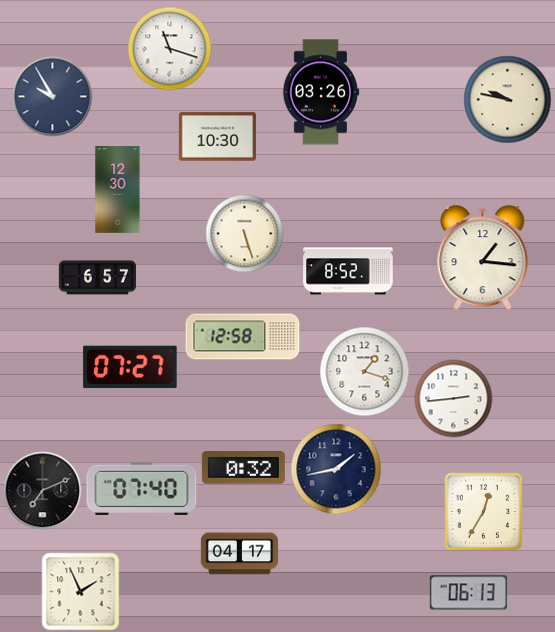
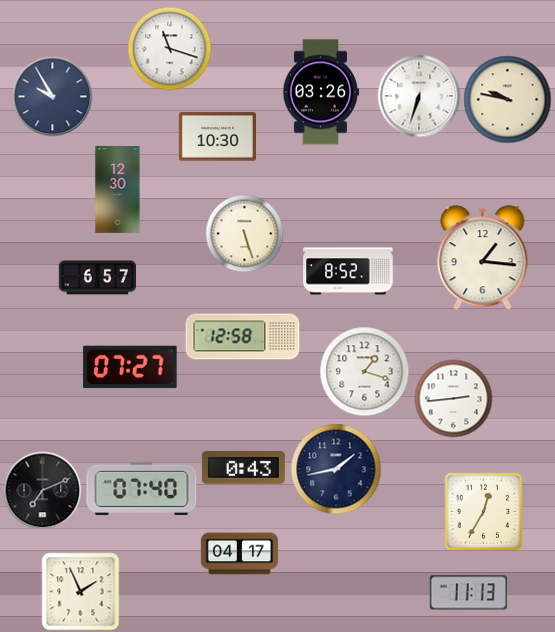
clock at (419, 96): none -> 6:33
clock at (243, 468): 0:32 -> 0:43
clock at (468, 593): 06:13 -> 11:13
